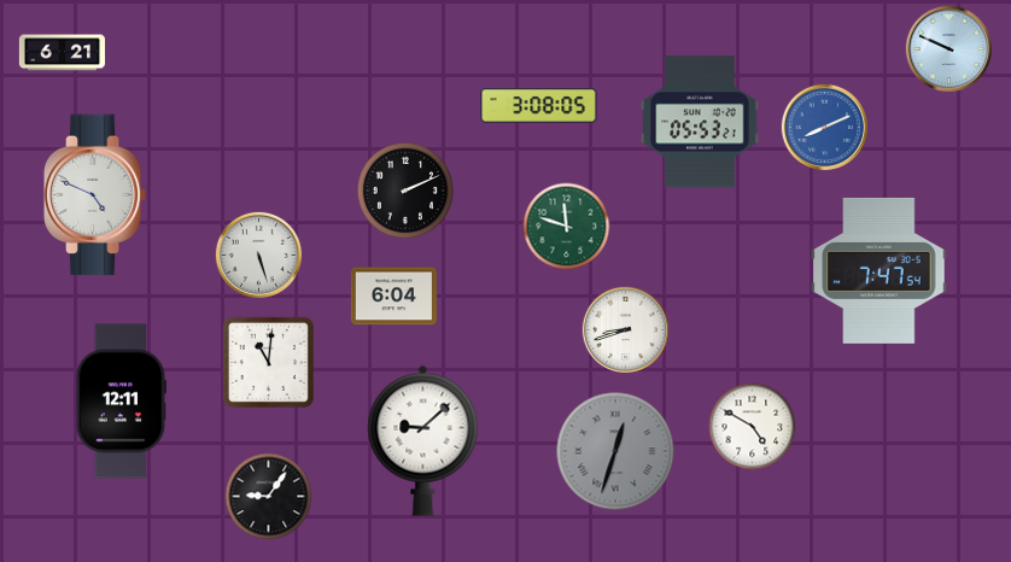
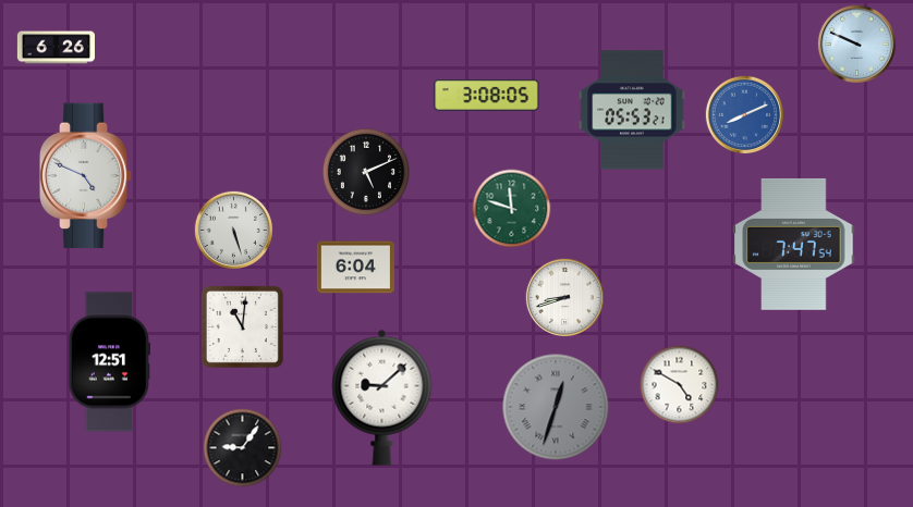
clock at (62, 53): 6:21 -> 6:26
clock at (405, 191): 2:11 -> 5:11
clock at (567, 227) position: (567, 227) -> (512, 209)
clock at (121, 402): 12:11 -> 12:51
